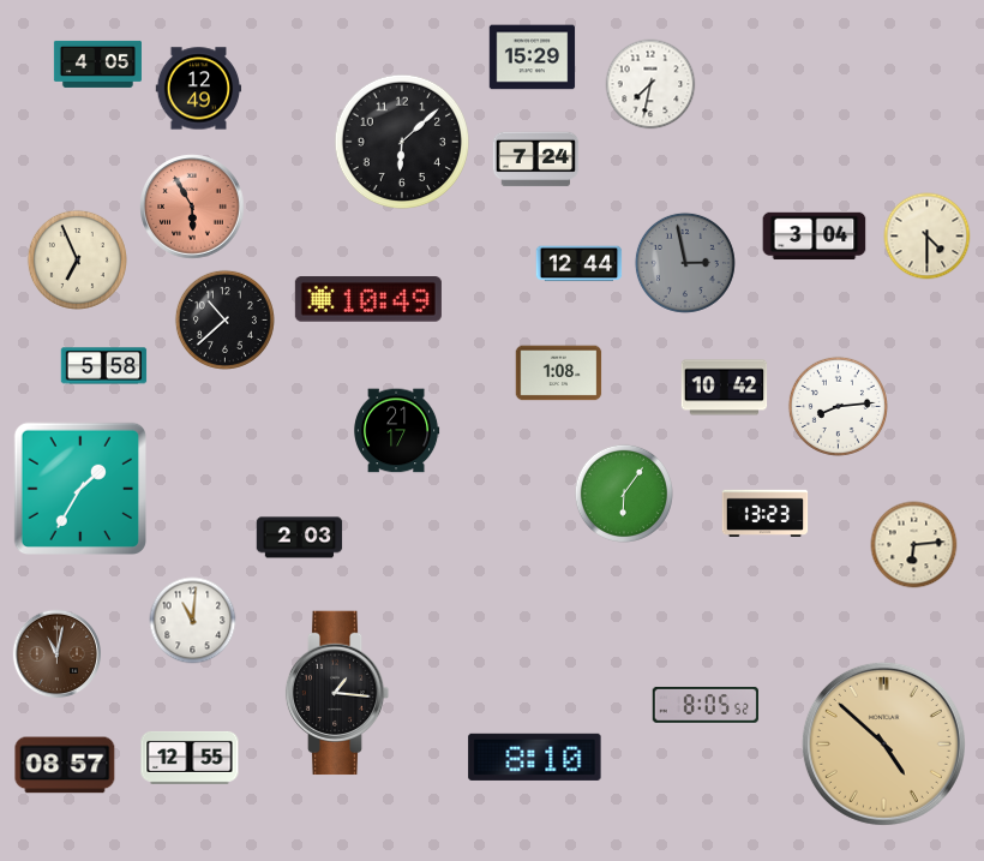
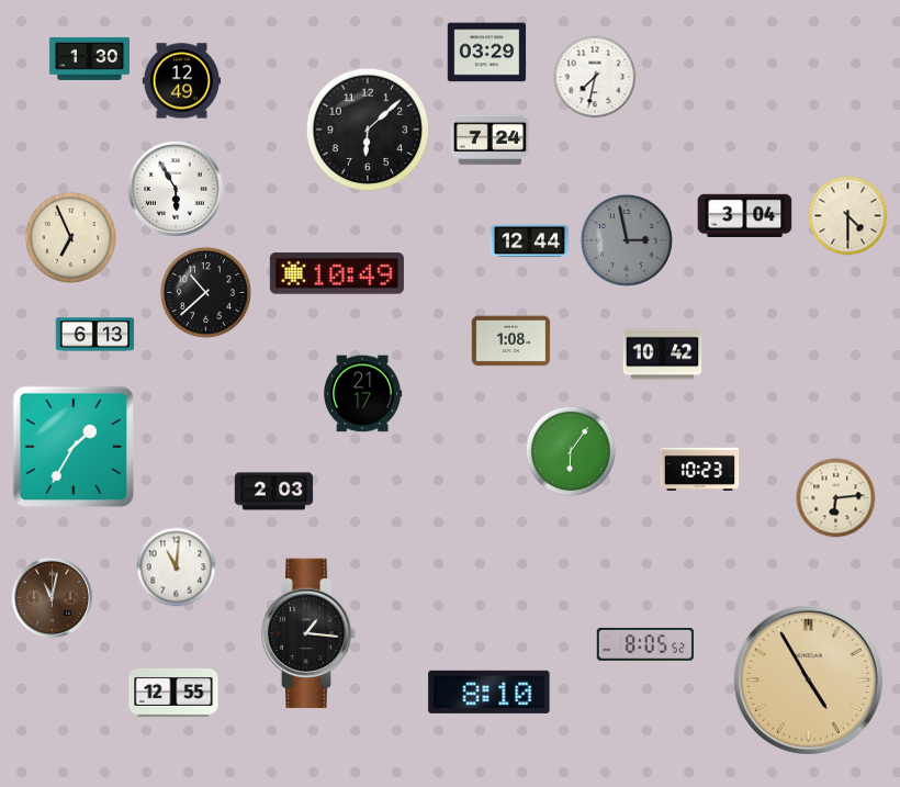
clock at (533, 58): 15:29 -> 03:29
clock at (97, 64): 4:05 -> 1:30
clock at (536, 160) position: (536, 160) -> (491, 140)
clock at (192, 207) dial: salmon -> white
clock at (104, 366): 5:58 -> 6:13
clock at (838, 406): 8:14 -> none
clock at (766, 513): 13:23 -> 10:23
clock at (883, 743): 4:52 -> 4:55
clock at (65, 765): 08:57 -> none
